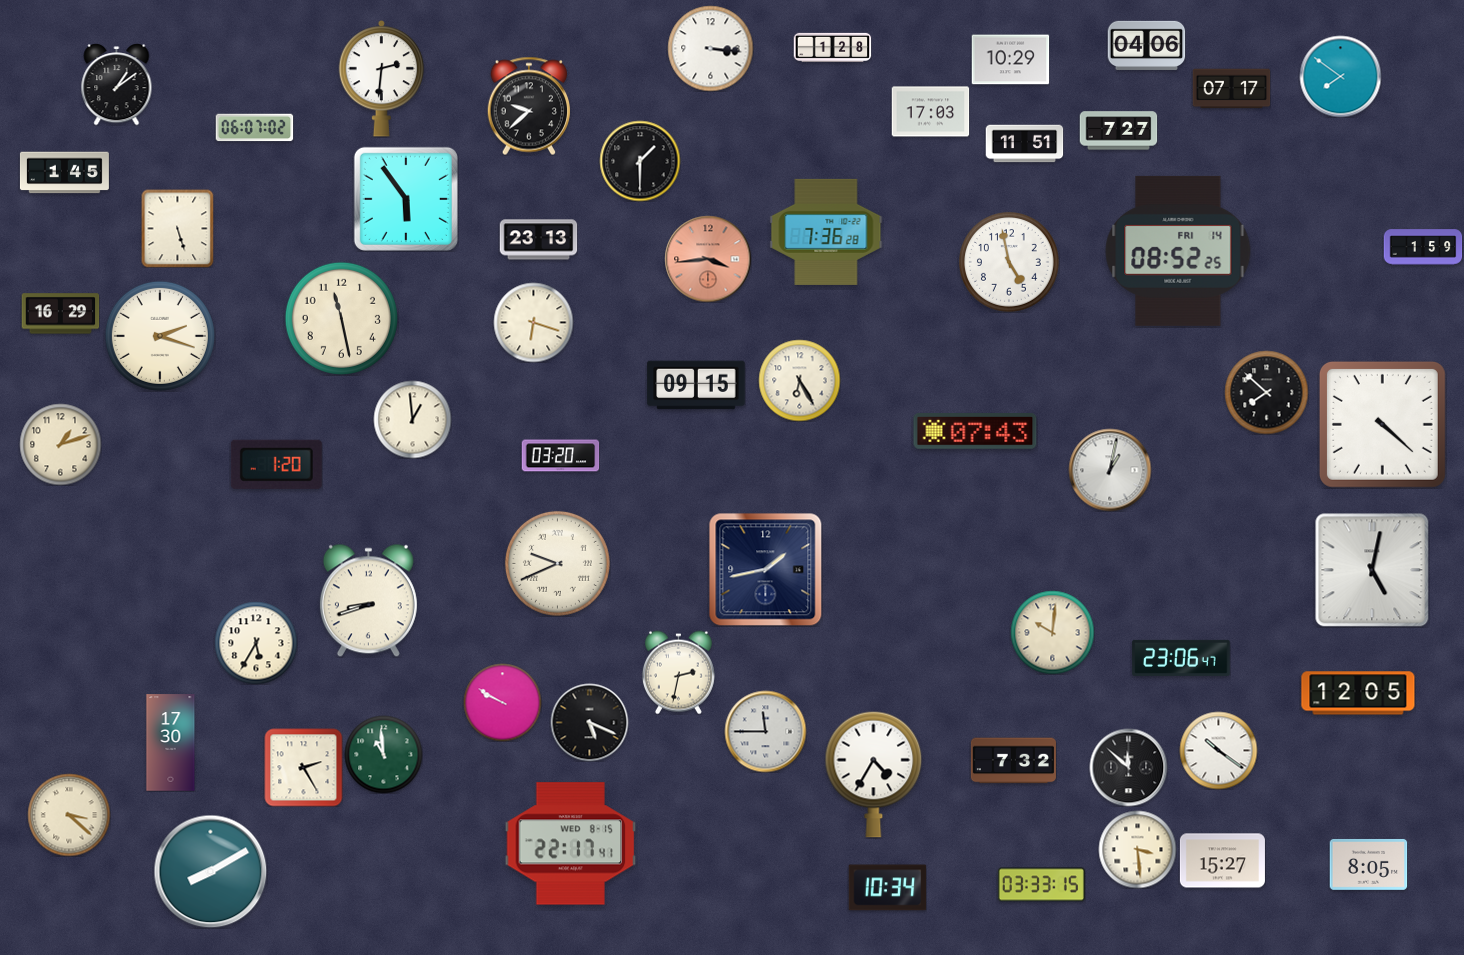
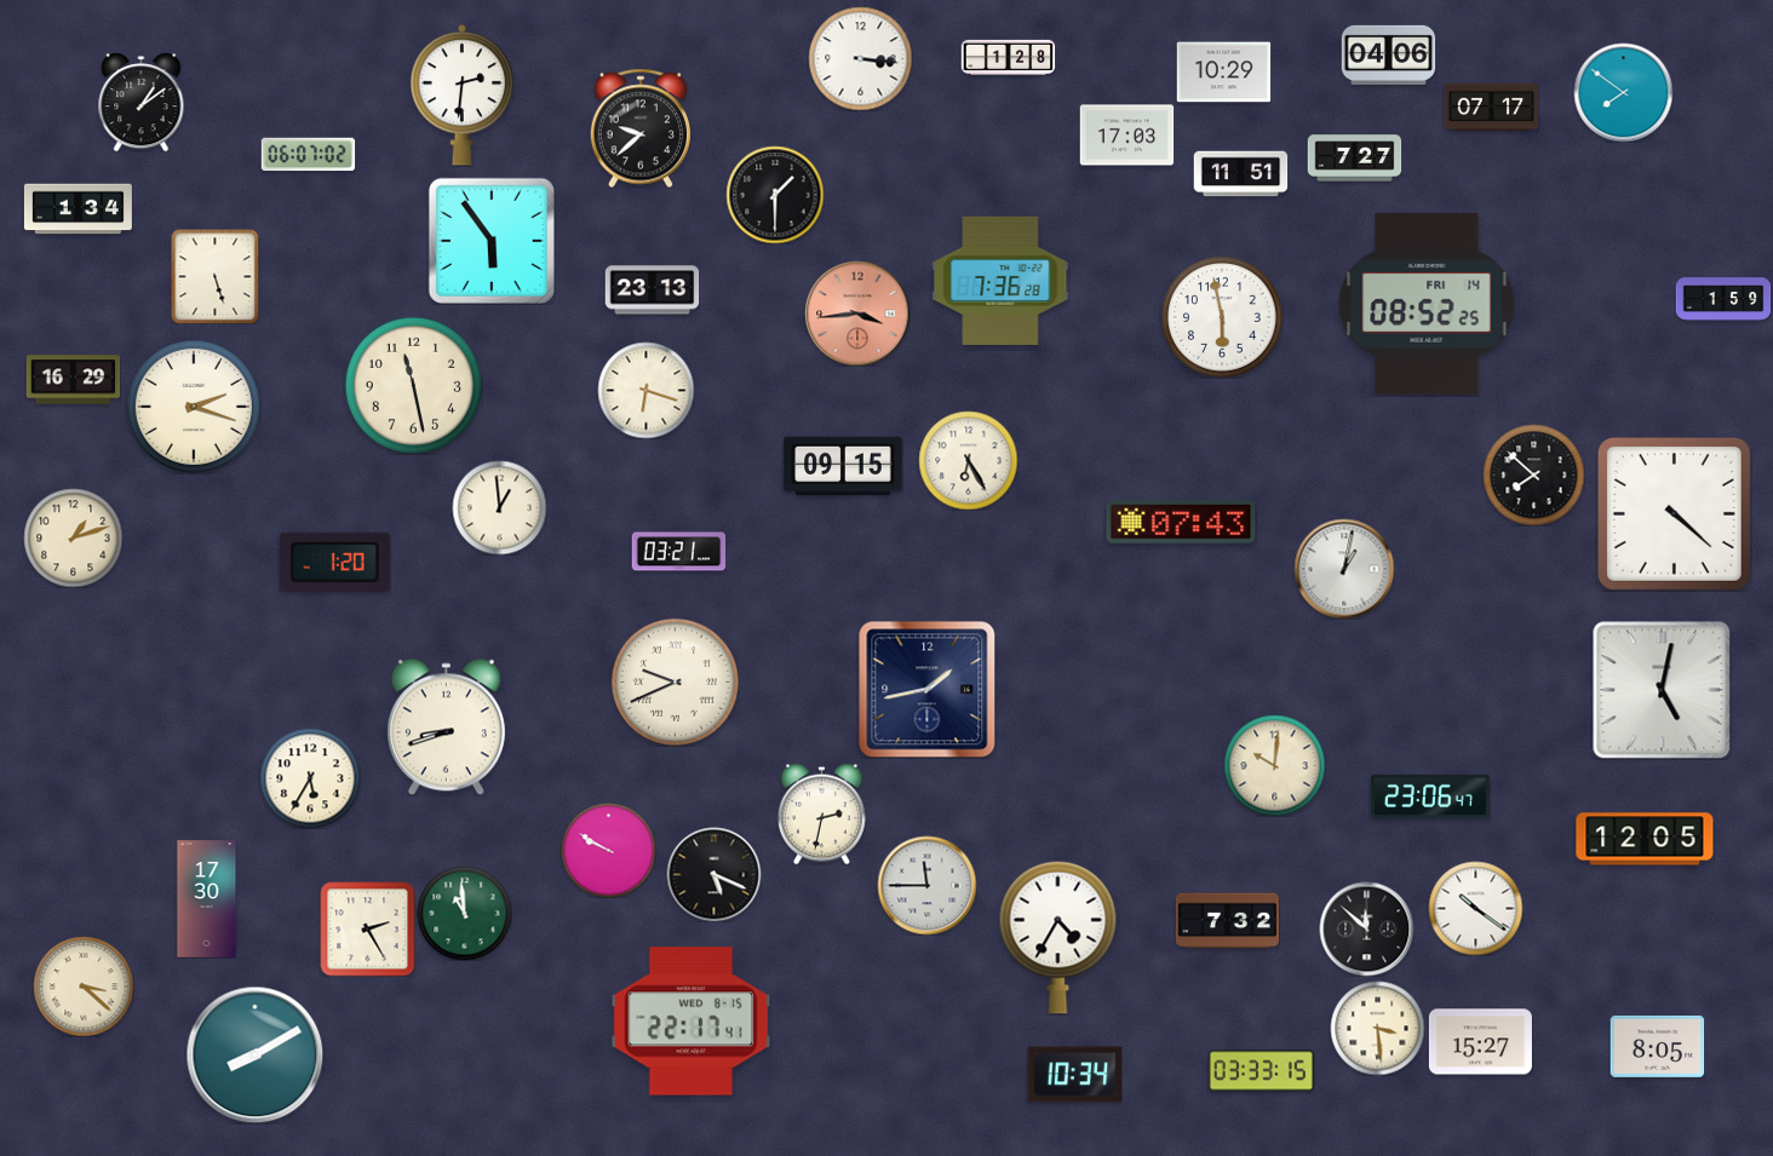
clock at (64, 173): 1:45 -> 1:34
clock at (1010, 263): 4:58 -> 5:58
clock at (560, 456): 03:20 -> 03:21
